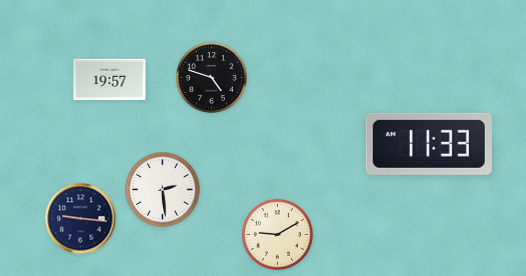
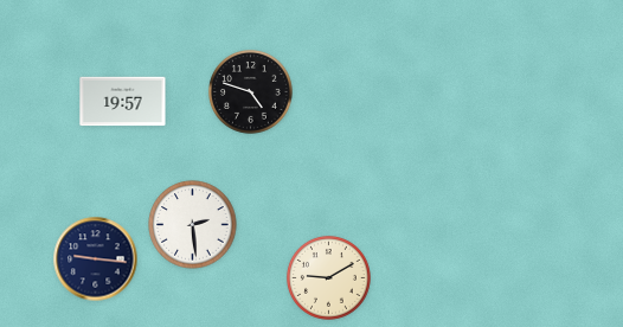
clock at (110, 80) position: (110, 80) -> (123, 102)
clock at (429, 144): 11:33 -> none
